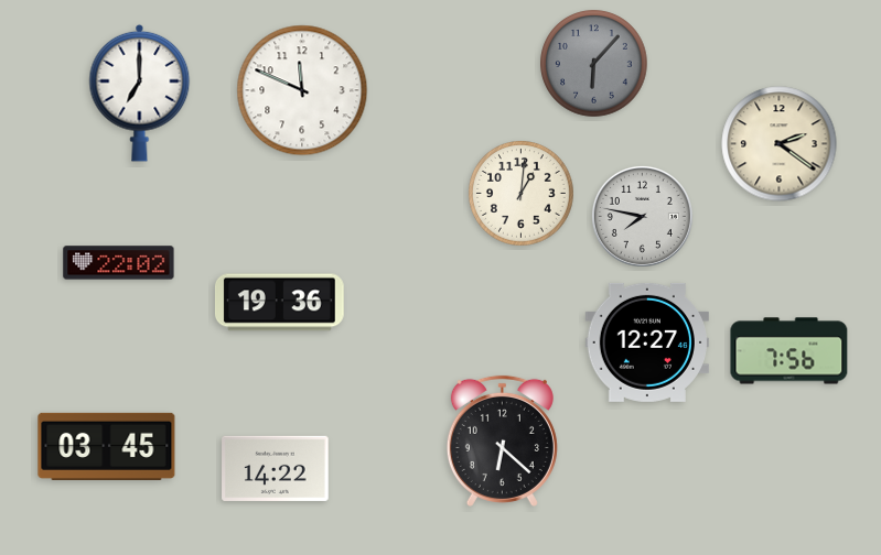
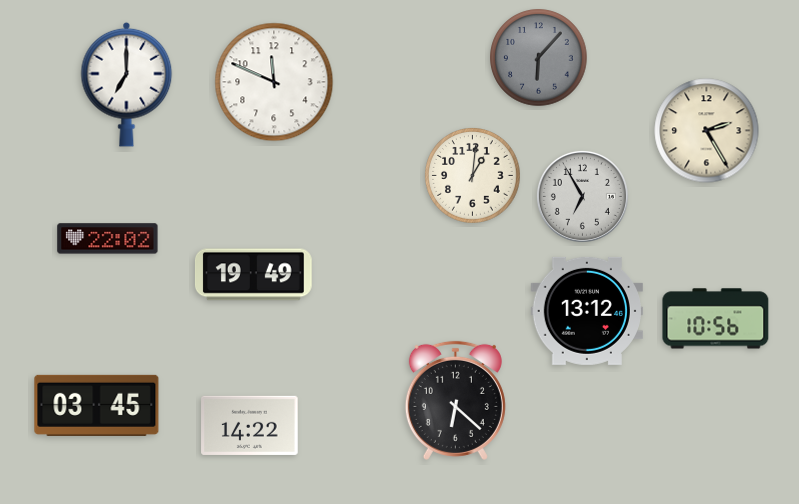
clock at (780, 144): 2:21 -> 2:25
clock at (642, 216): 7:47 -> 6:55
clock at (279, 303): 19:36 -> 19:49
clock at (647, 342): 12:27 -> 13:12
clock at (789, 351): 7:56 -> 10:56
